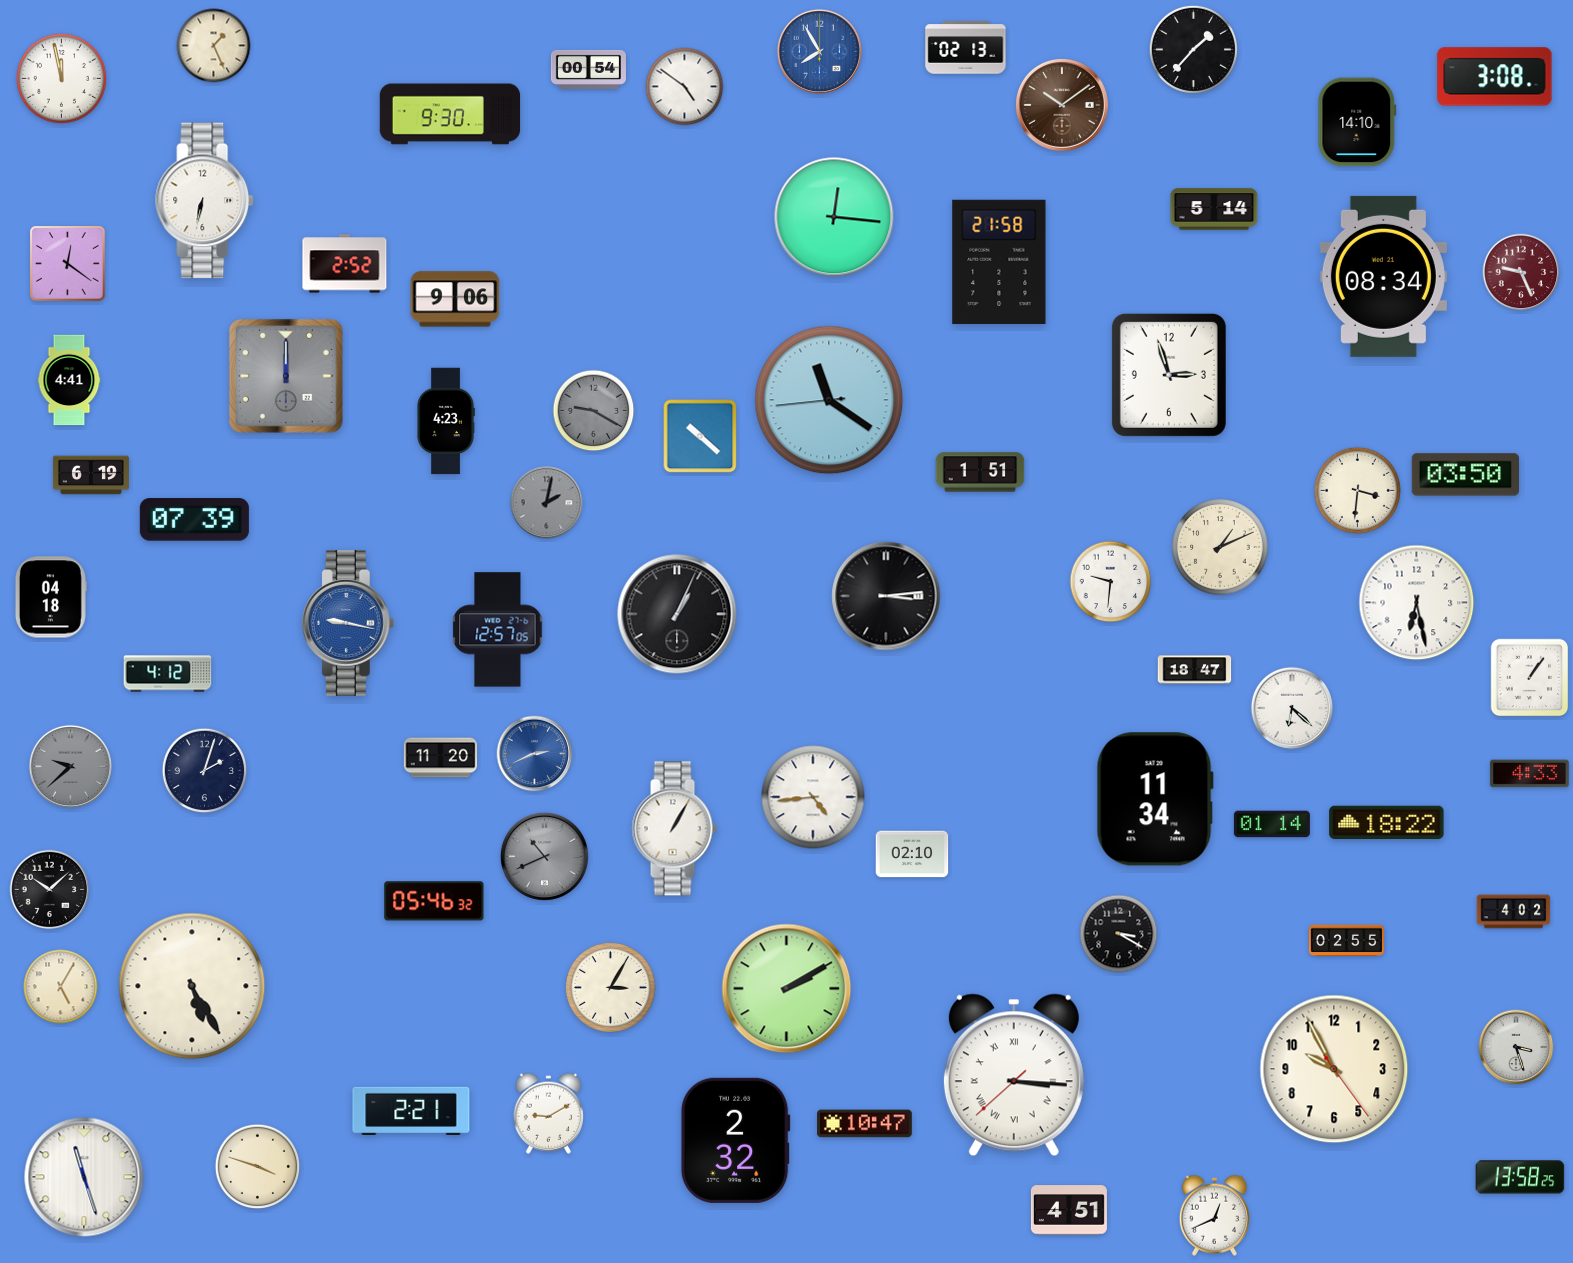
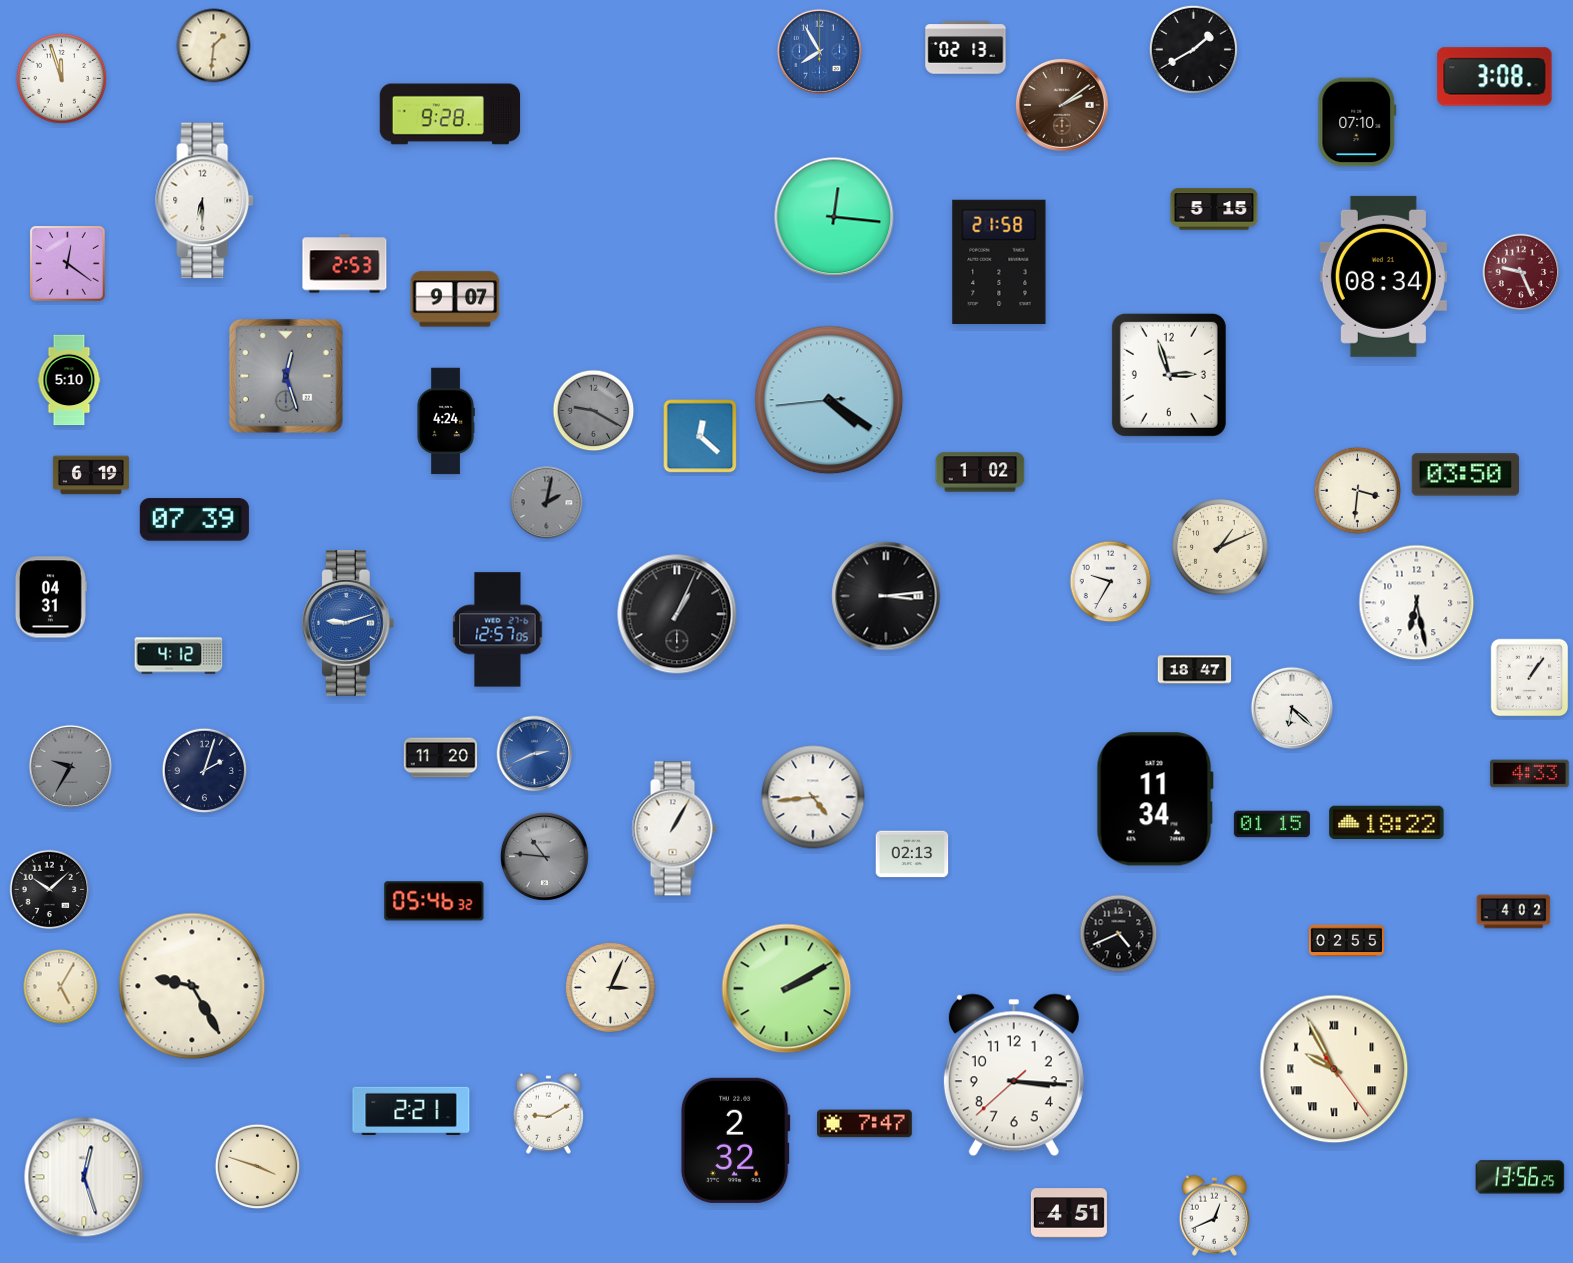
clock at (214, 46): 1:26 -> 1:31
clock at (1193, 49): 1:37 -> 1:40
clock at (588, 69): 00:54 -> none
clock at (61, 78): 11:58 -> 11:57
clock at (685, 87): 4:51 -> none
clock at (1062, 105): 10:09 -> 2:09
clock at (450, 114): 9:30 -> 9:28
clock at (1357, 122): 14:10 -> 07:10
clock at (205, 201): 6:32 -> 6:30
clock at (1214, 209): 5:14 -> 5:15
clock at (345, 264): 2:52 -> 2:53
clock at (455, 299): 9:06 -> 9:07
clock at (286, 376): 12:00 -> 12:27
clock at (69, 380): 4:41 -> 5:10
clock at (829, 400): 11:20 -> 4:20
clock at (446, 421): 4:23 -> 4:24
clock at (700, 436): 10:22 -> 12:22
clock at (980, 472): 1:51 -> 1:02
clock at (1111, 582): 9:31 -> 9:35
clock at (50, 597): 04:18 -> 04:31
clock at (348, 624): 9:17 -> 9:12
clock at (168, 674) position: (168, 674) -> (179, 656)
clock at (70, 766): 9:38 -> 9:35
clock at (1272, 824): 01:14 -> 01:15
clock at (912, 854): 02:10 -> 02:13
clock at (544, 856): 10:41 -> 10:46
clock at (1119, 934): 3:20 -> 4:41
clock at (192, 986): 5:25 -> 9:25
clock at (610, 987): 3:05 -> 3:04
clock at (1516, 1047): 3:27 -> none
clock at (1334, 1069) numerals: Arabic -> Roman
clock at (1014, 1075) numerals: Roman -> Arabic
clock at (865, 1124): 10:47 -> 7:47
clock at (84, 1177): 11:27 -> 12:27
clock at (1520, 1177): 13:58 -> 13:56
clock at (1069, 1210) position: (1069, 1210) -> (1069, 1213)
